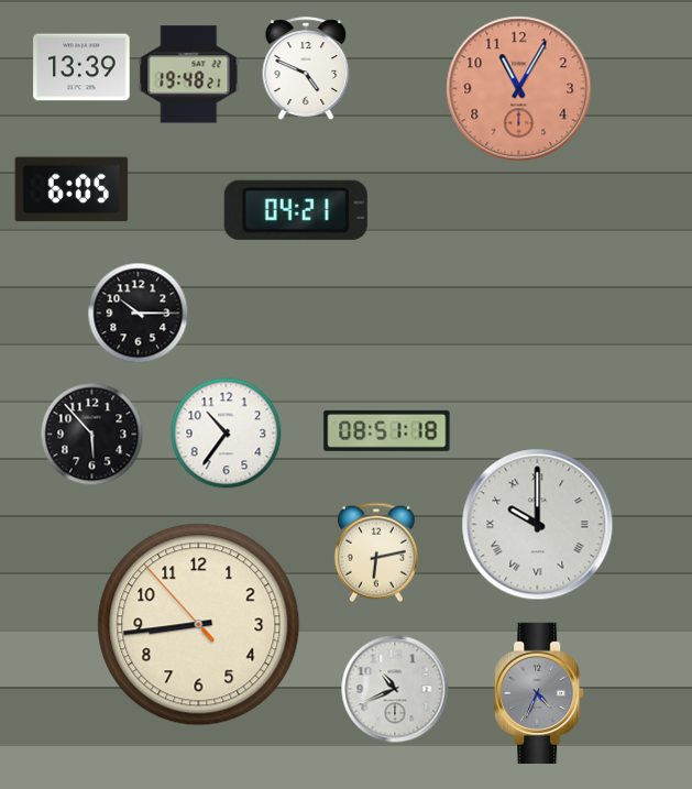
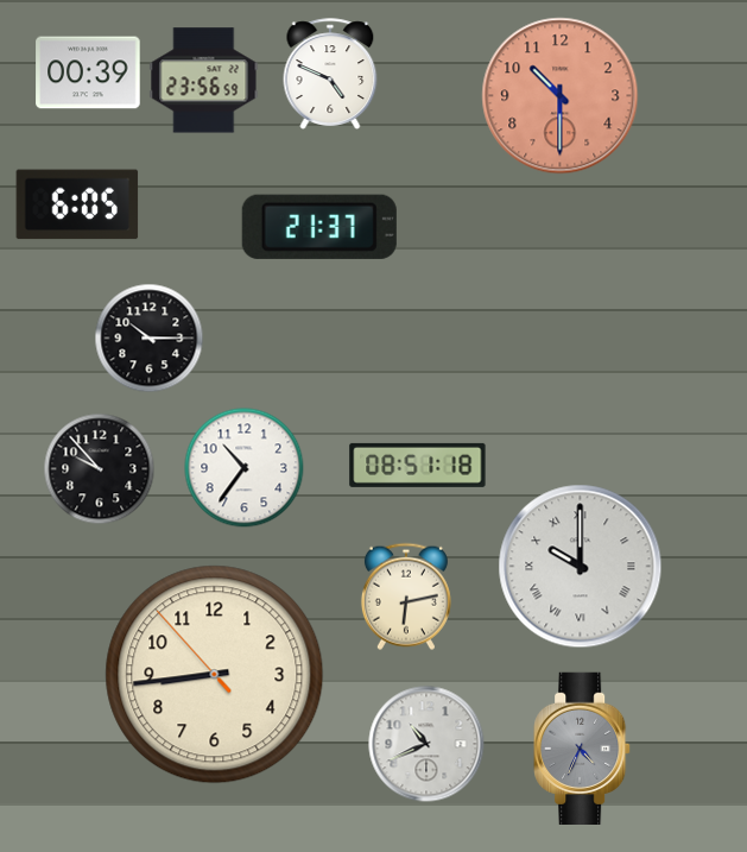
clock at (81, 67): 13:39 -> 00:39
clock at (189, 75): 19:48 -> 23:56
clock at (519, 89): 11:05 -> 10:30
clock at (296, 210): 04:21 -> 21:37
clock at (92, 435): 5:53 -> 9:53
